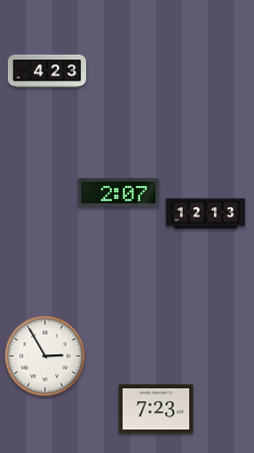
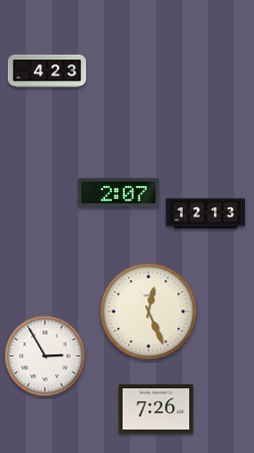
clock at (149, 312): none -> 12:26
clock at (156, 409): 7:23 -> 7:26
